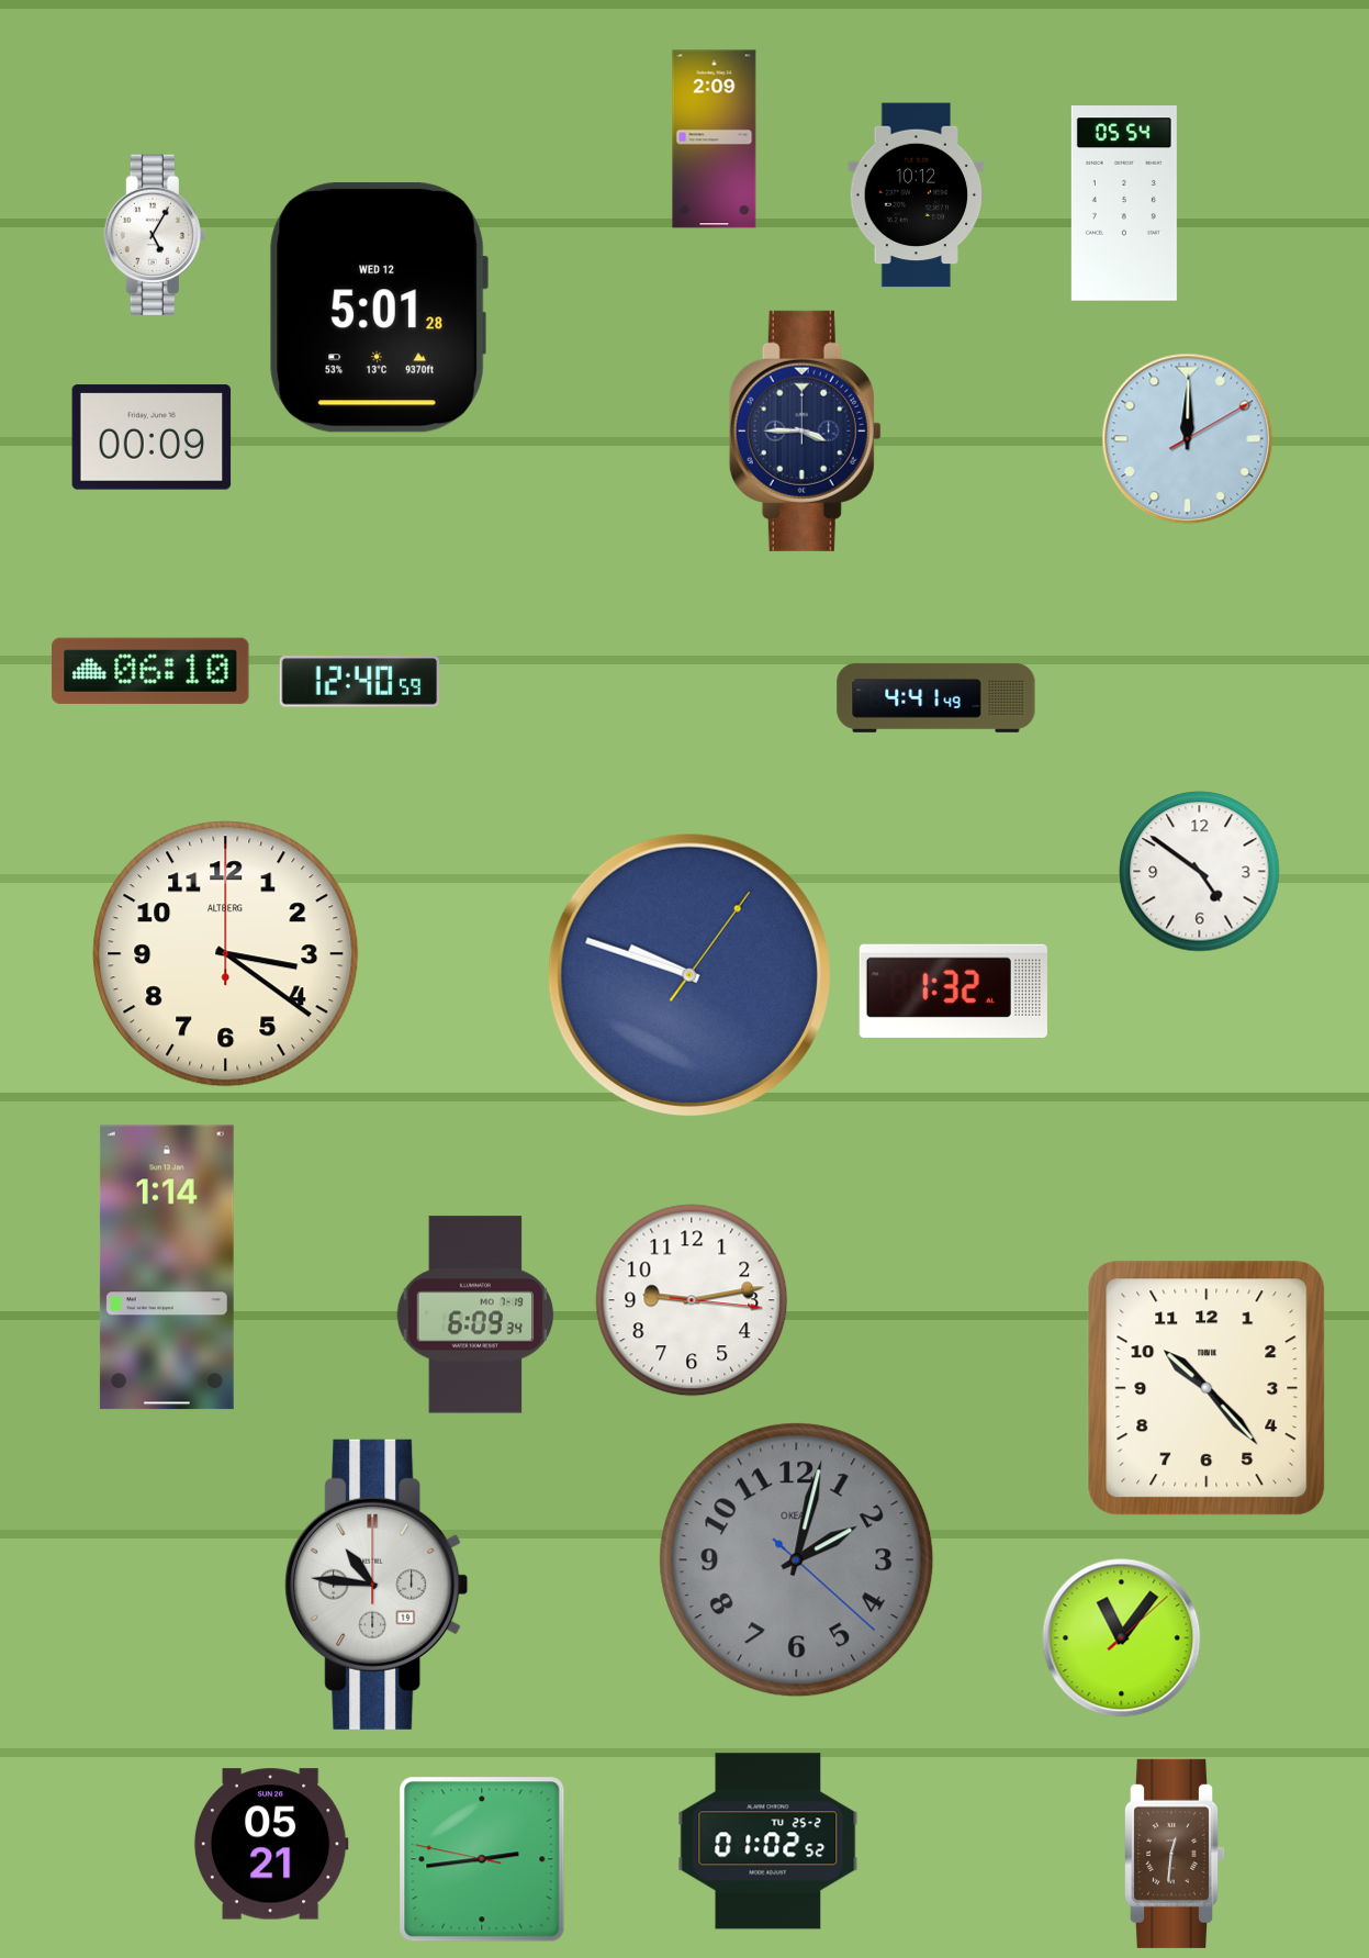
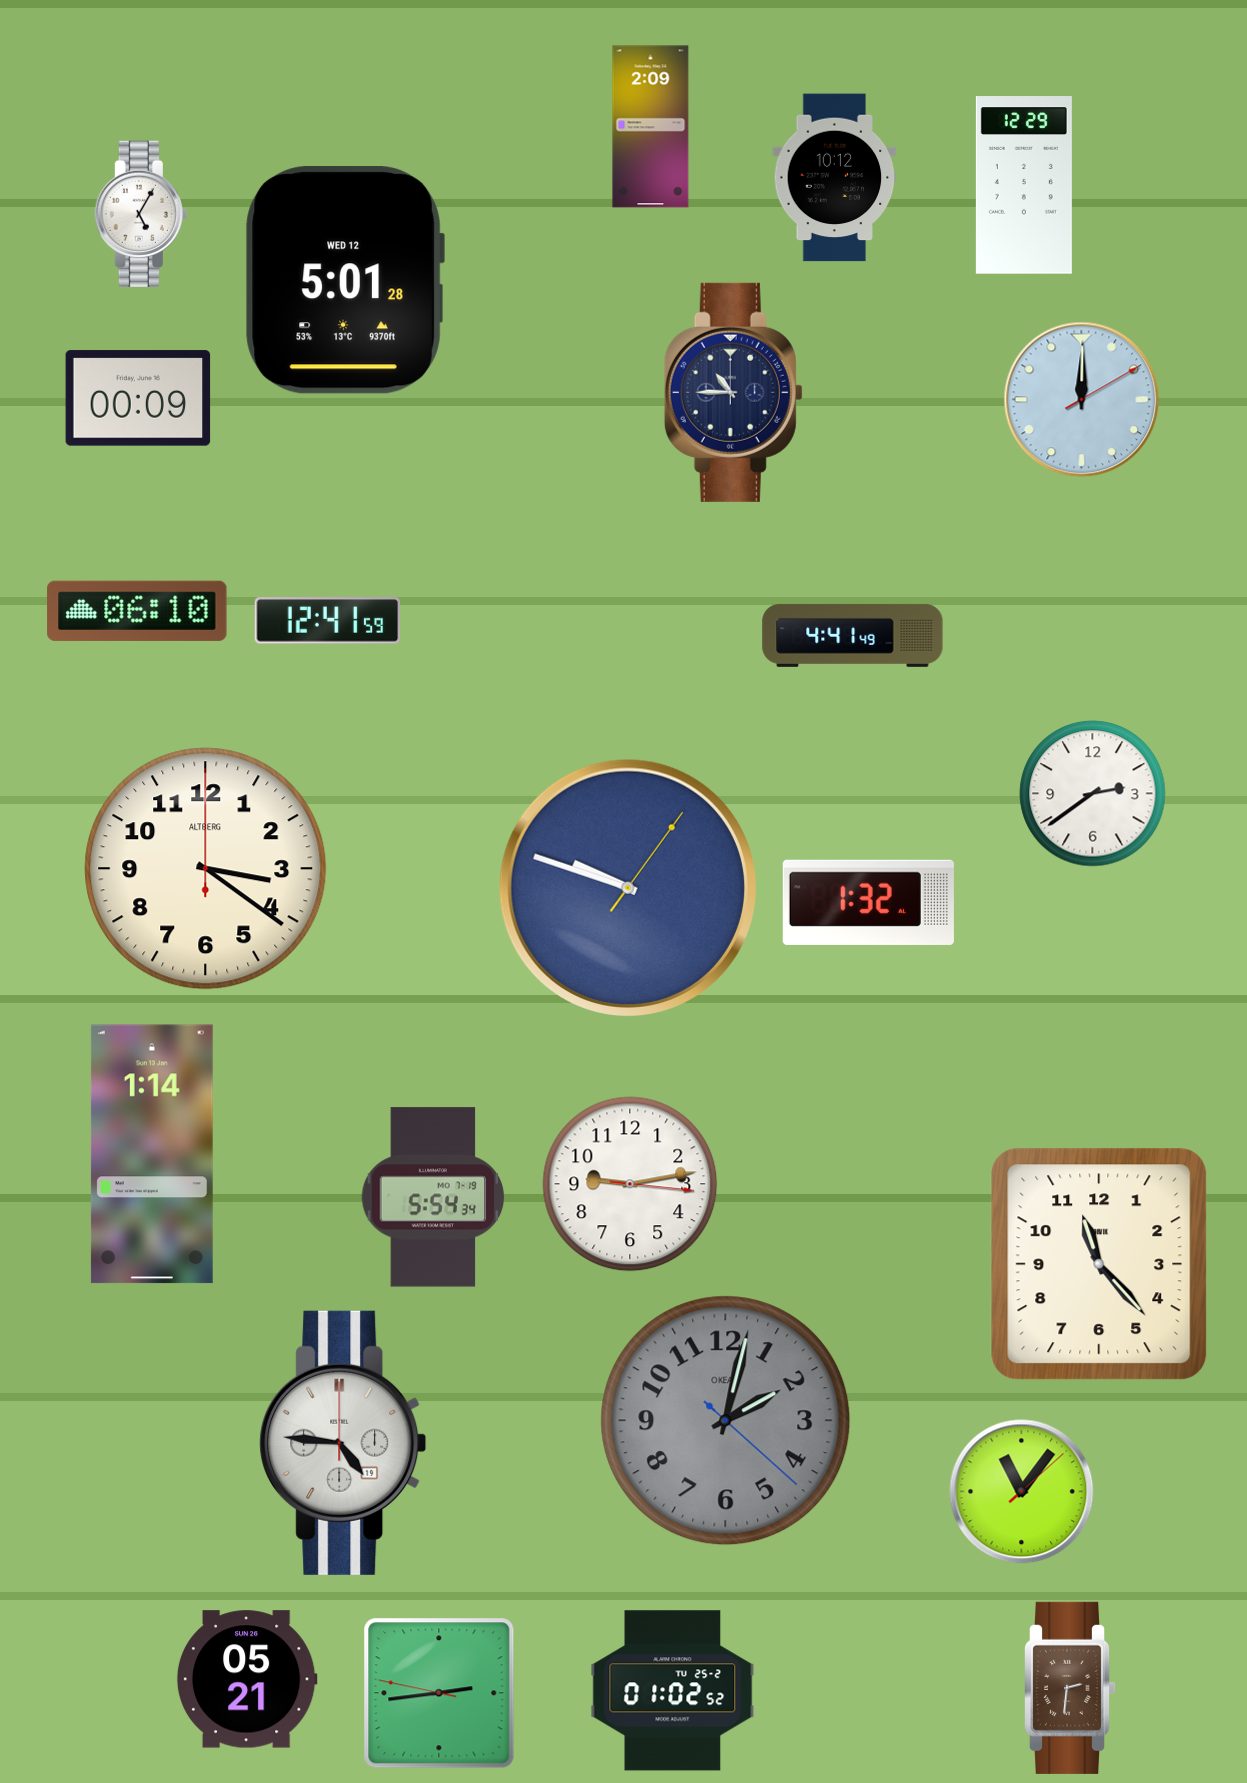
clock at (1124, 203): 05:54 -> 12:29
clock at (805, 430): 3:45 -> 10:45
clock at (360, 682): 12:40 -> 12:41
clock at (1200, 872): 4:51 -> 2:39
clock at (475, 1314): 6:09 -> 5:54
clock at (1207, 1388): 10:23 -> 11:23
clock at (377, 1585): 10:46 -> 4:46
clock at (768, 1842) position: (768, 1842) -> (673, 1691)
clock at (1174, 1854): 12:31 -> 2:31
